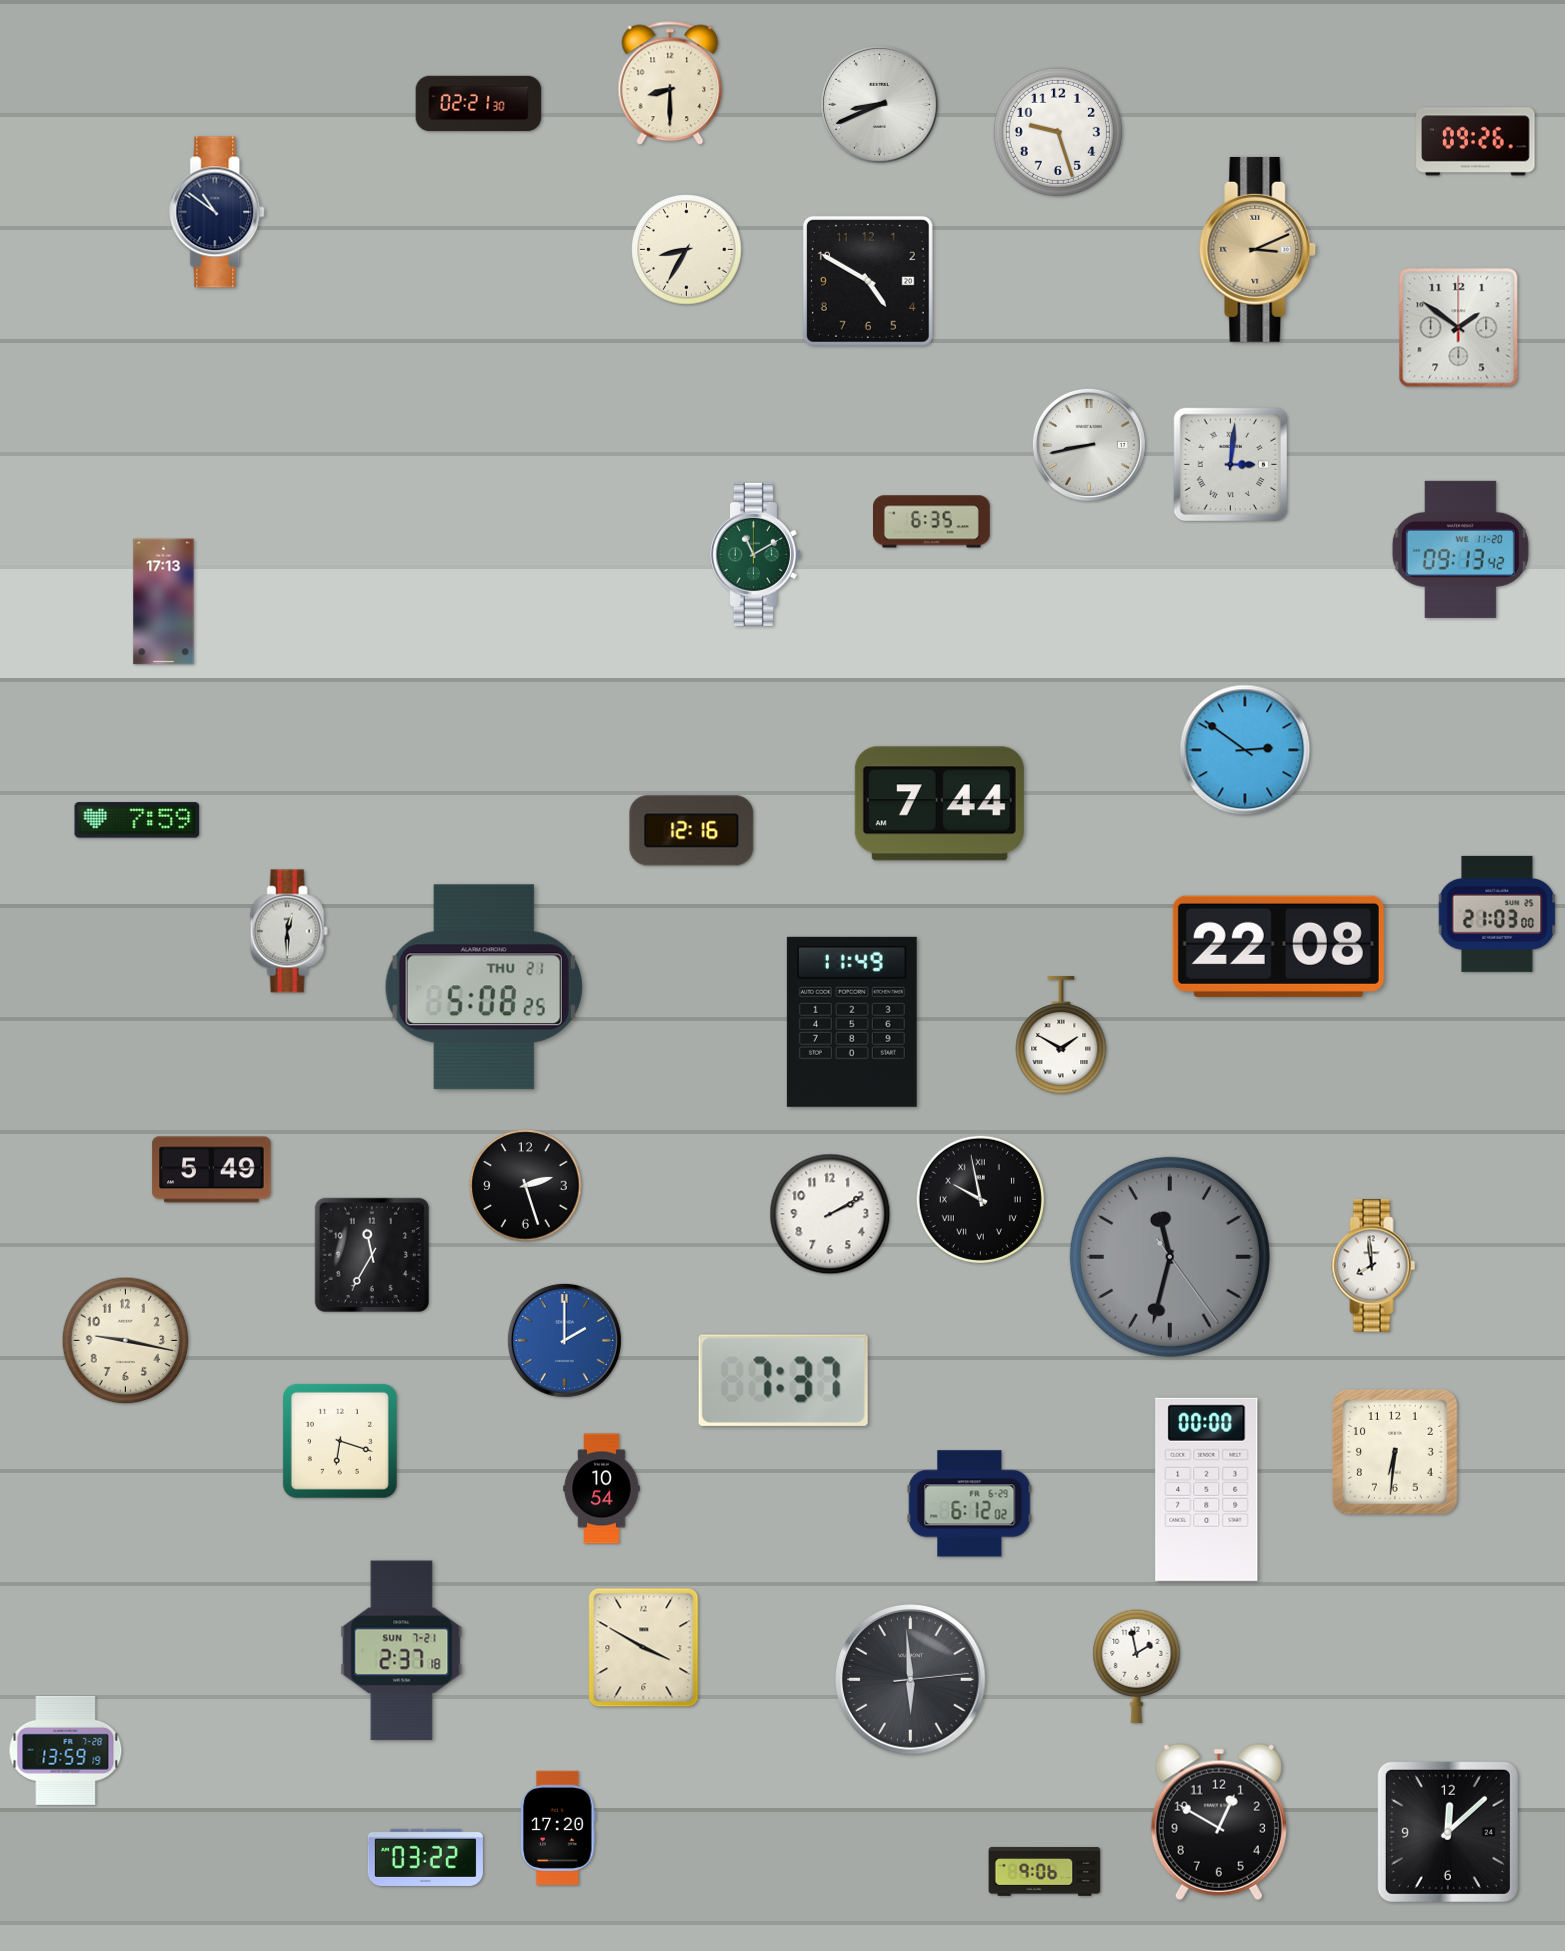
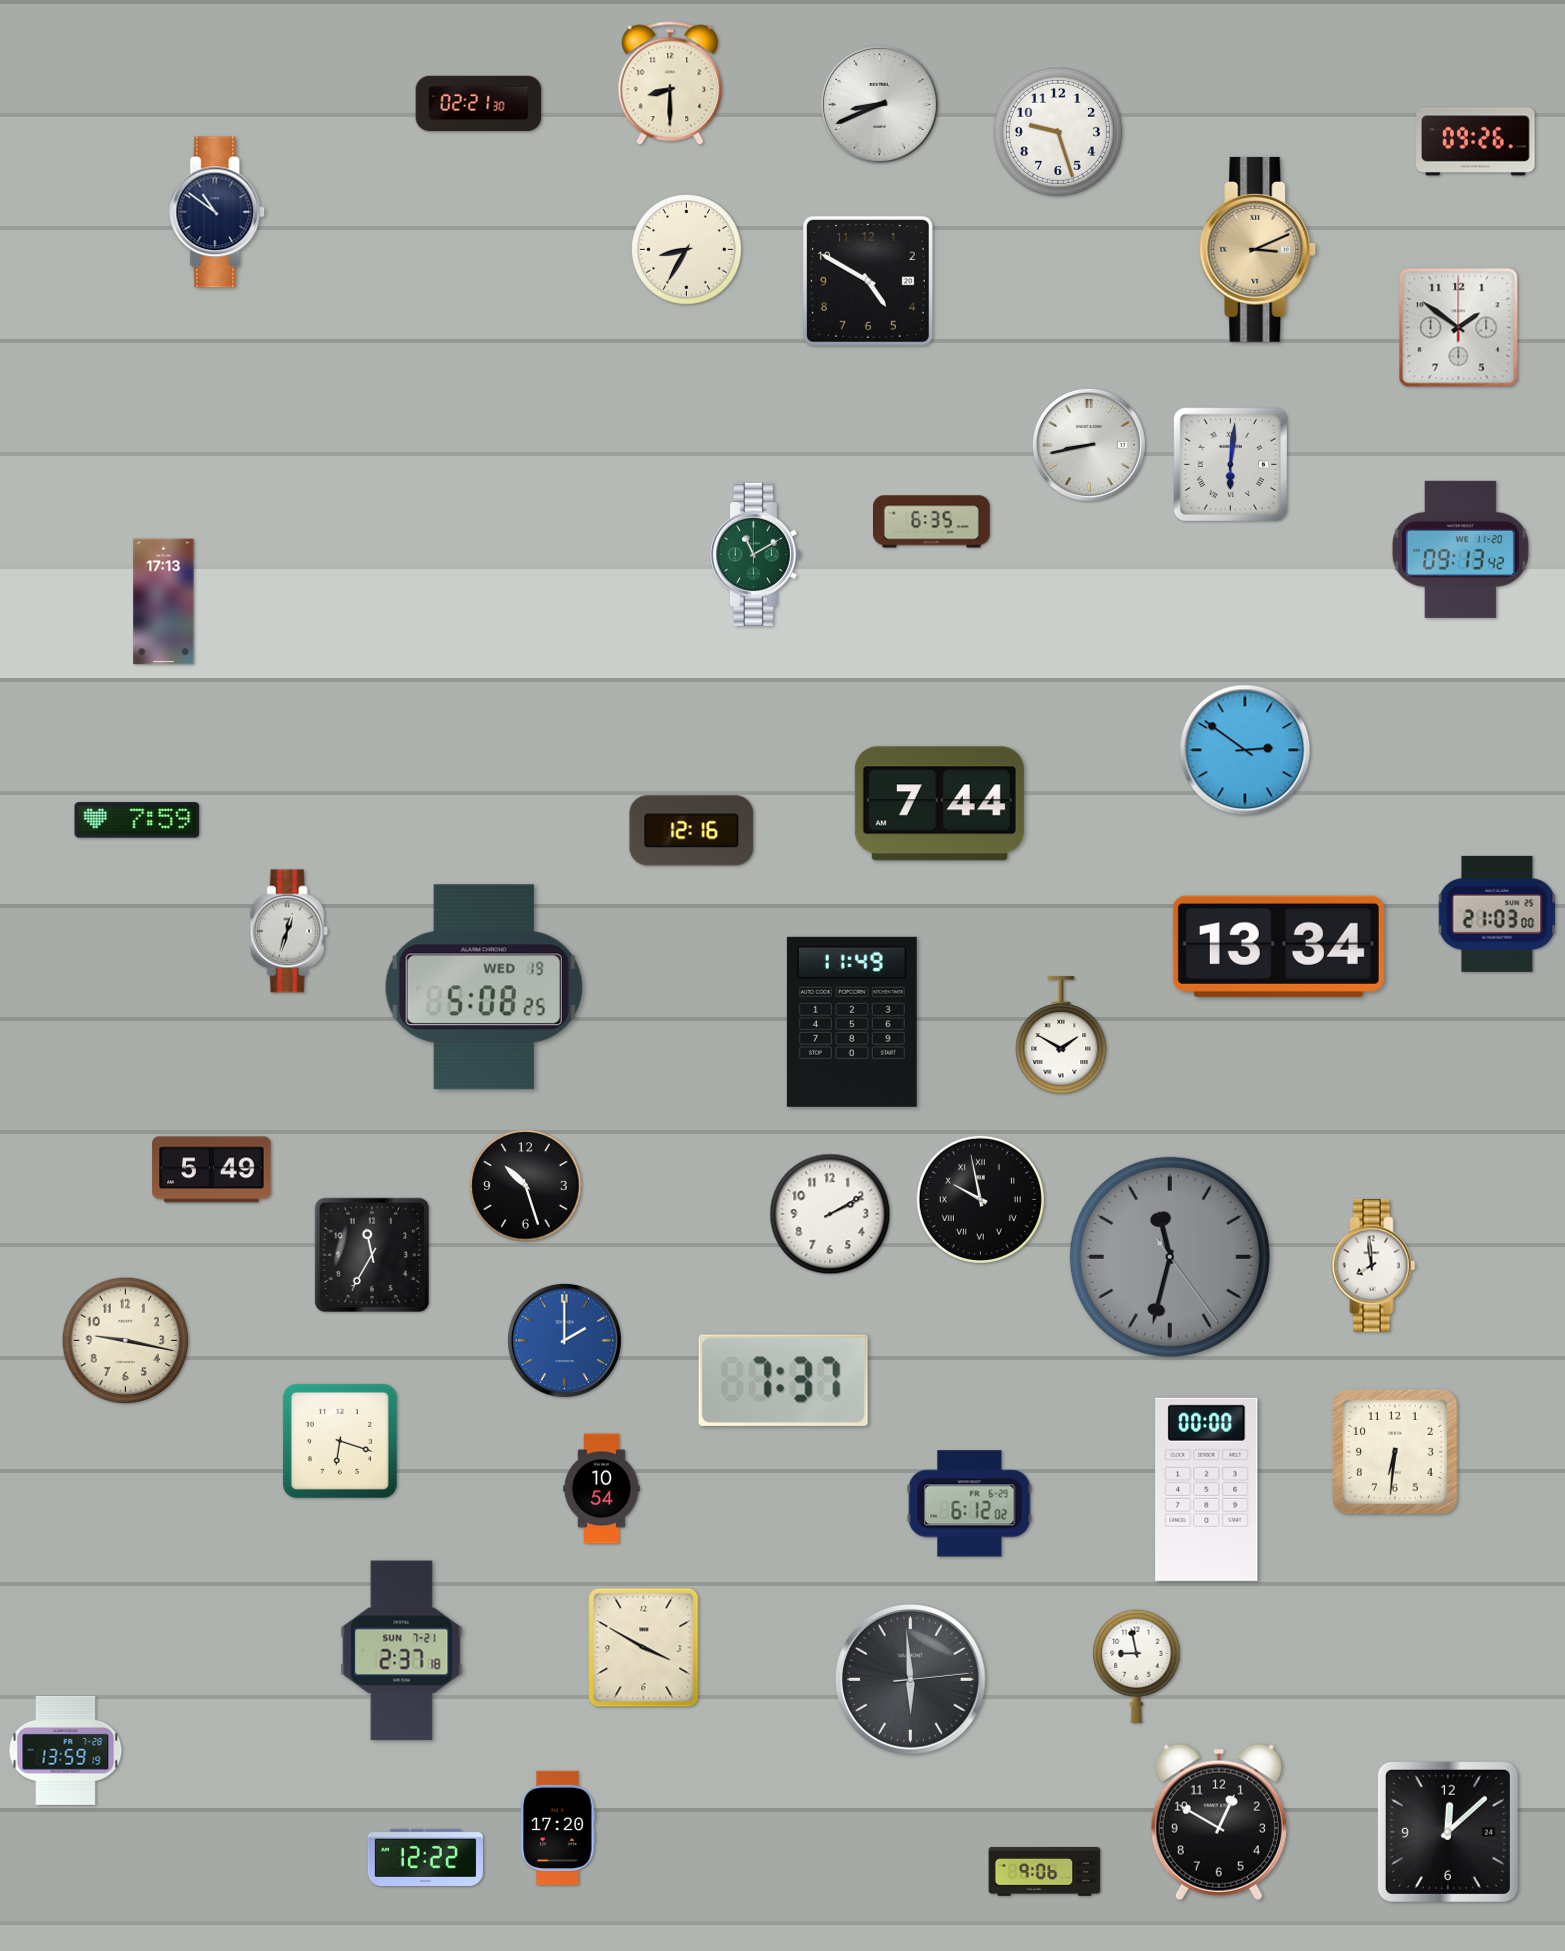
clock at (1231, 465): 3:01 -> 6:01
clock at (289, 931): 12:30 -> 12:33
clock at (1278, 946): 22:08 -> 13:34
clock at (484, 987) date: THU 21 -> WED 19
clock at (526, 1186): 2:27 -> 10:27
clock at (1137, 1667): 1:58 -> 8:58
clock at (425, 1857): 03:22 -> 12:22
